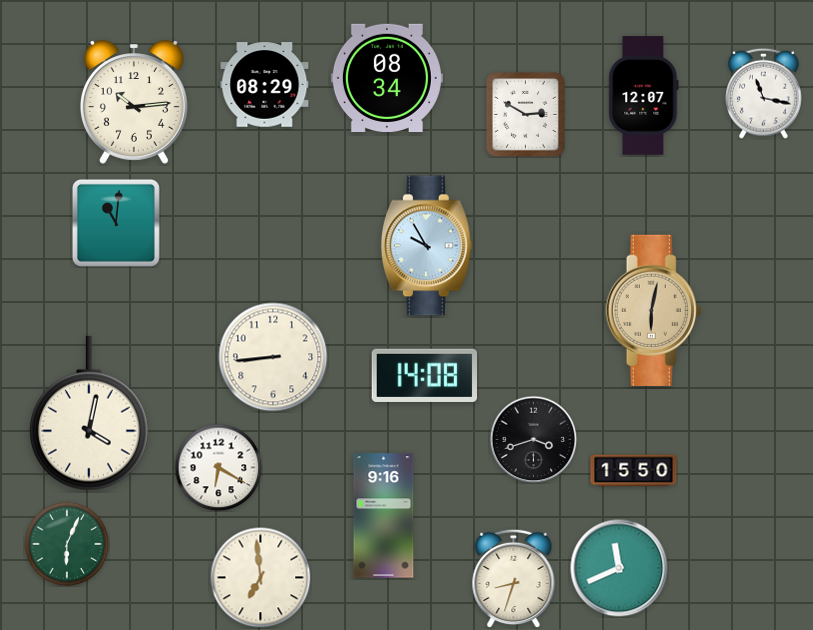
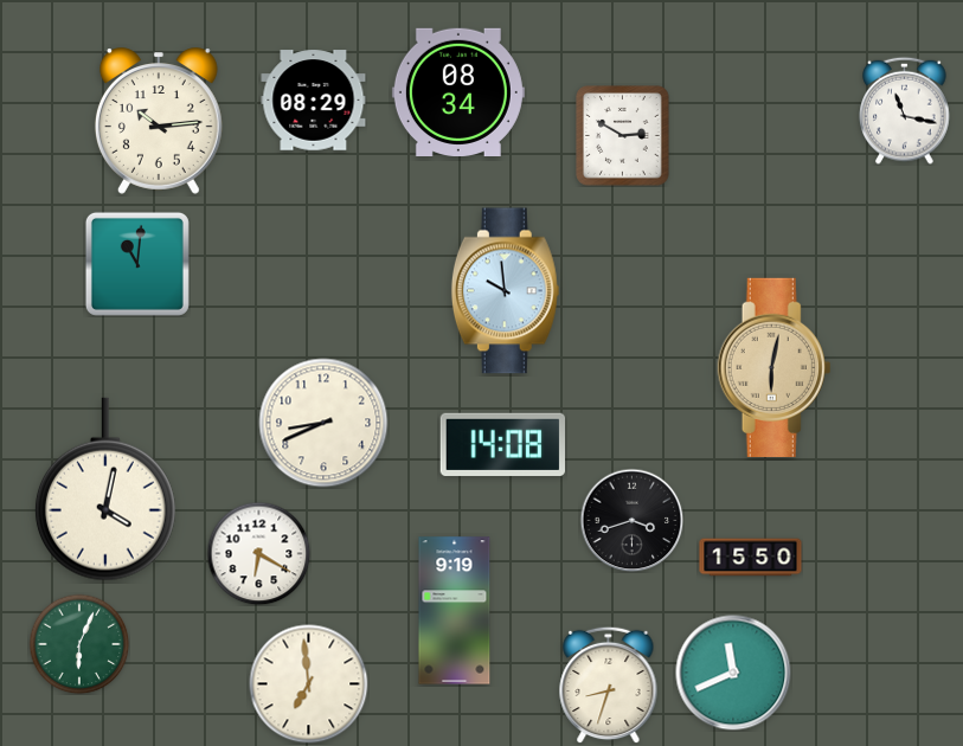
clock at (644, 96): 12:07 -> none
clock at (426, 246): 9:55 -> 9:59
clock at (273, 357): 8:44 -> 8:41
clock at (384, 516): 9:16 -> 9:19
